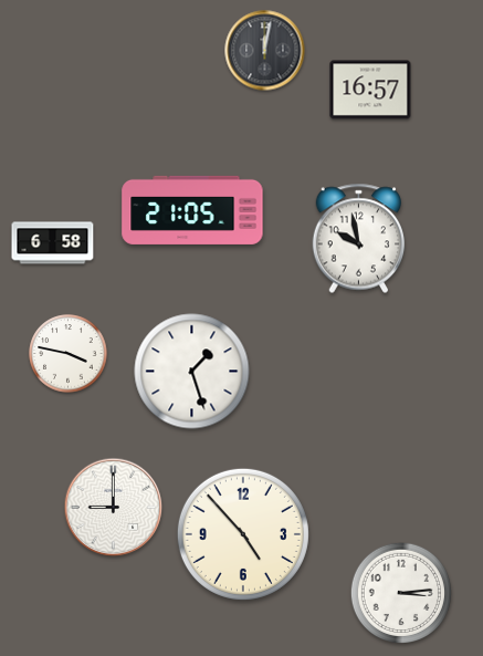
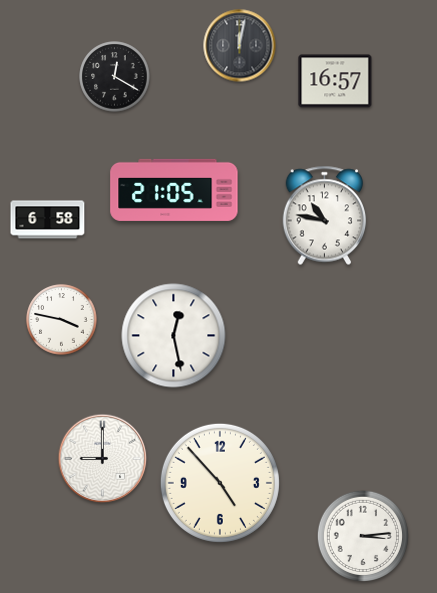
clock at (115, 77): none -> 12:20
clock at (359, 239): 9:58 -> 10:47
clock at (192, 372): 1:27 -> 12:28
